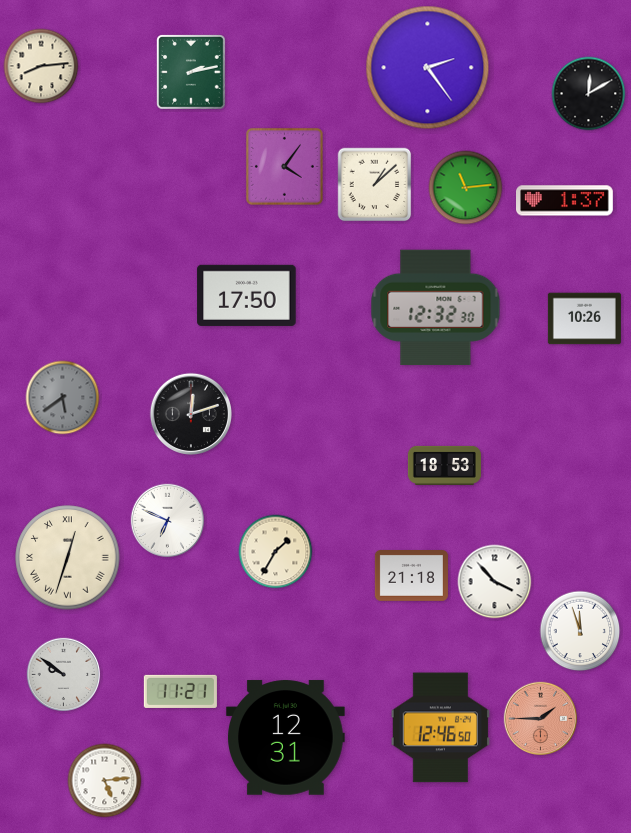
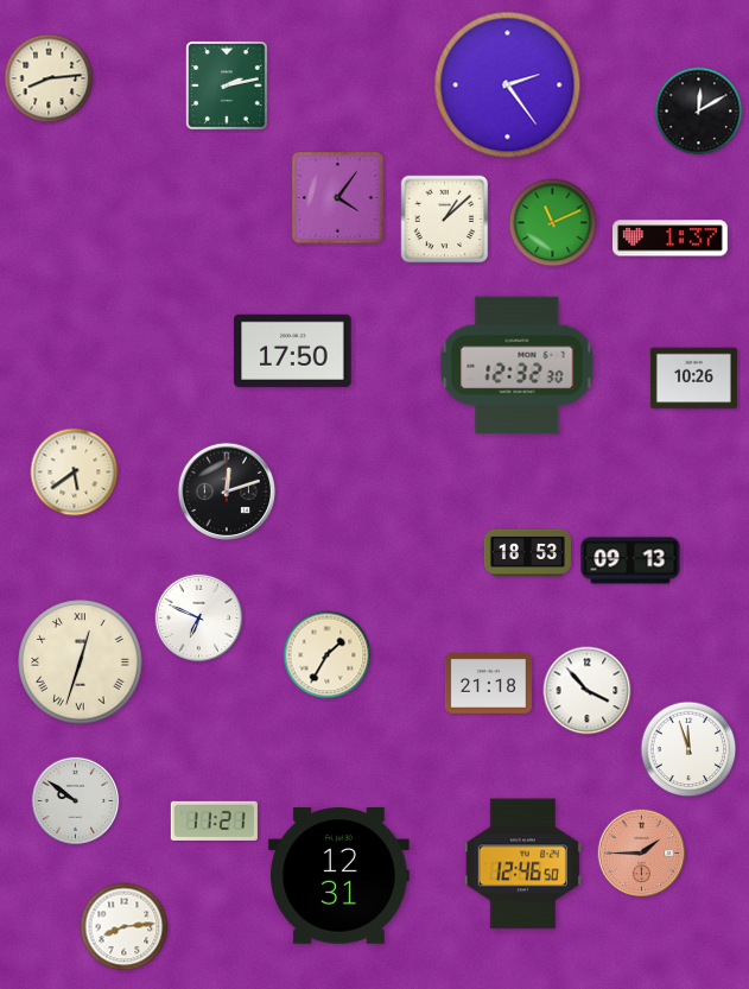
clock at (428, 68) position: (428, 68) -> (508, 85)
clock at (466, 188): 11:14 -> 11:11
clock at (63, 398) dial: grey -> cream
clock at (630, 560): none -> 09:13
clock at (105, 781): 5:14 -> 8:14
